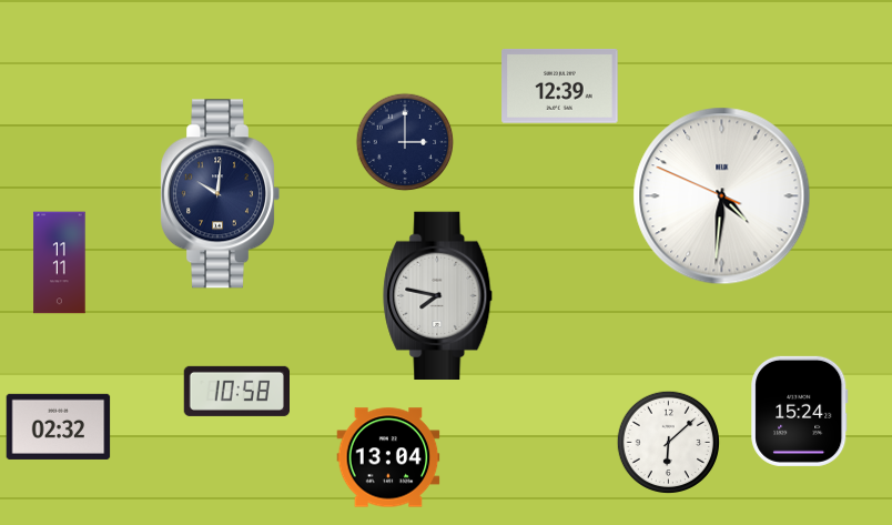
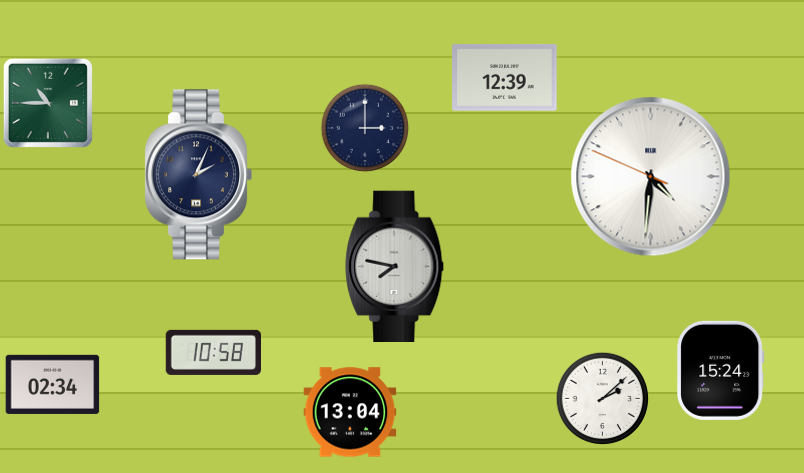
clock at (48, 103): none -> 10:45
clock at (220, 194): 10:01 -> 2:04
clock at (60, 263): 11:11 -> none
clock at (59, 426): 02:32 -> 02:34
clock at (669, 443): 6:08 -> 2:08
